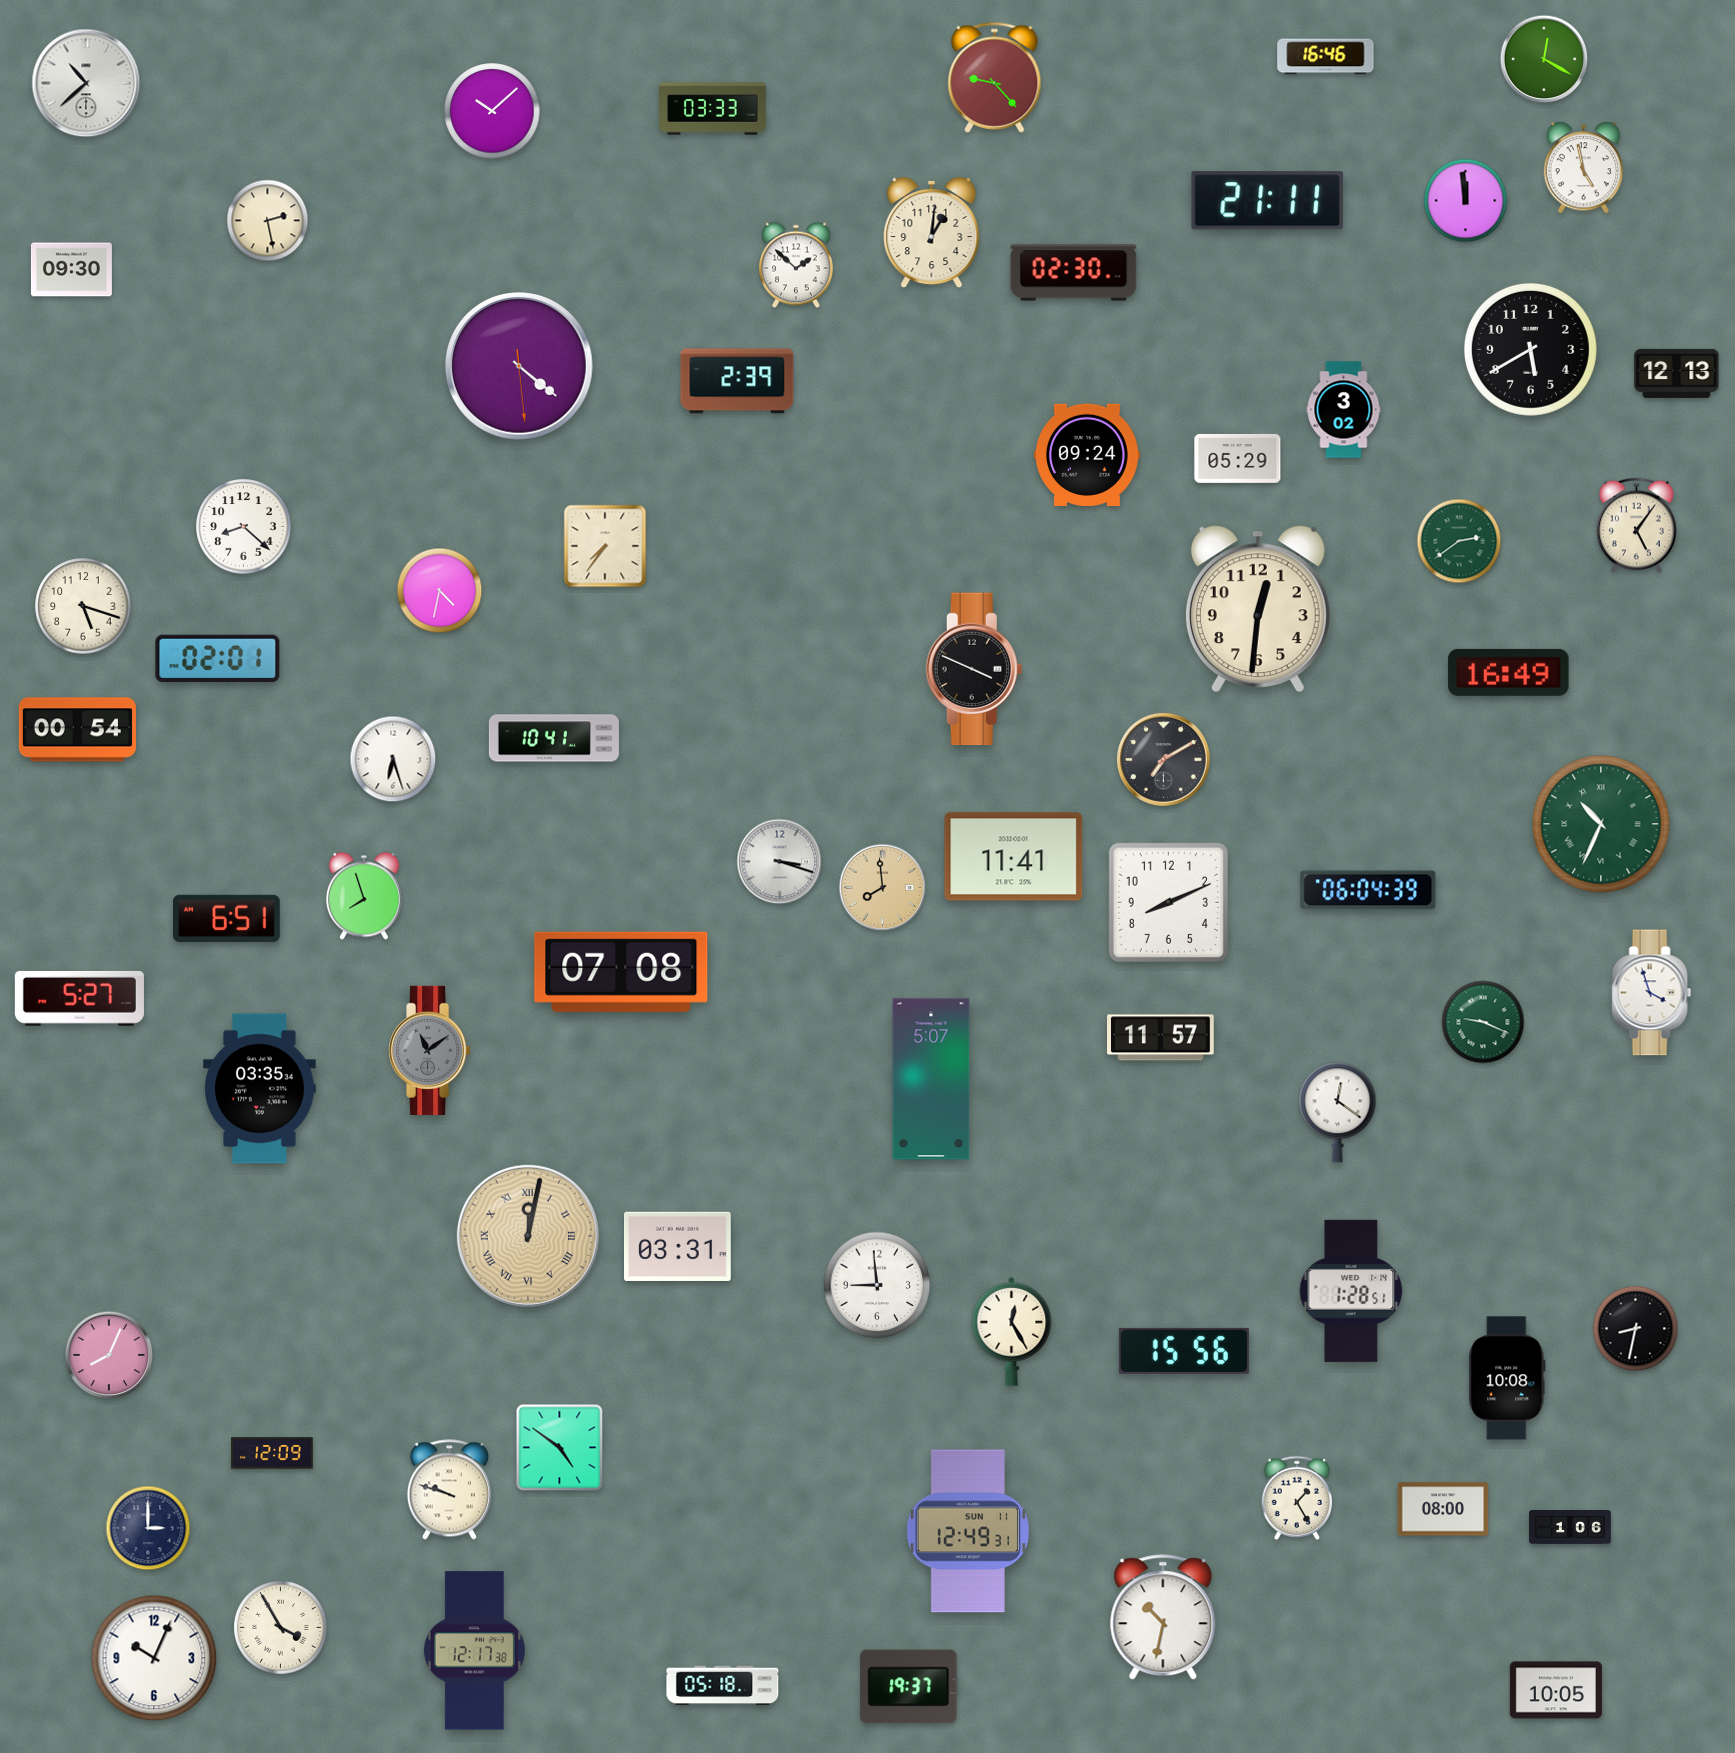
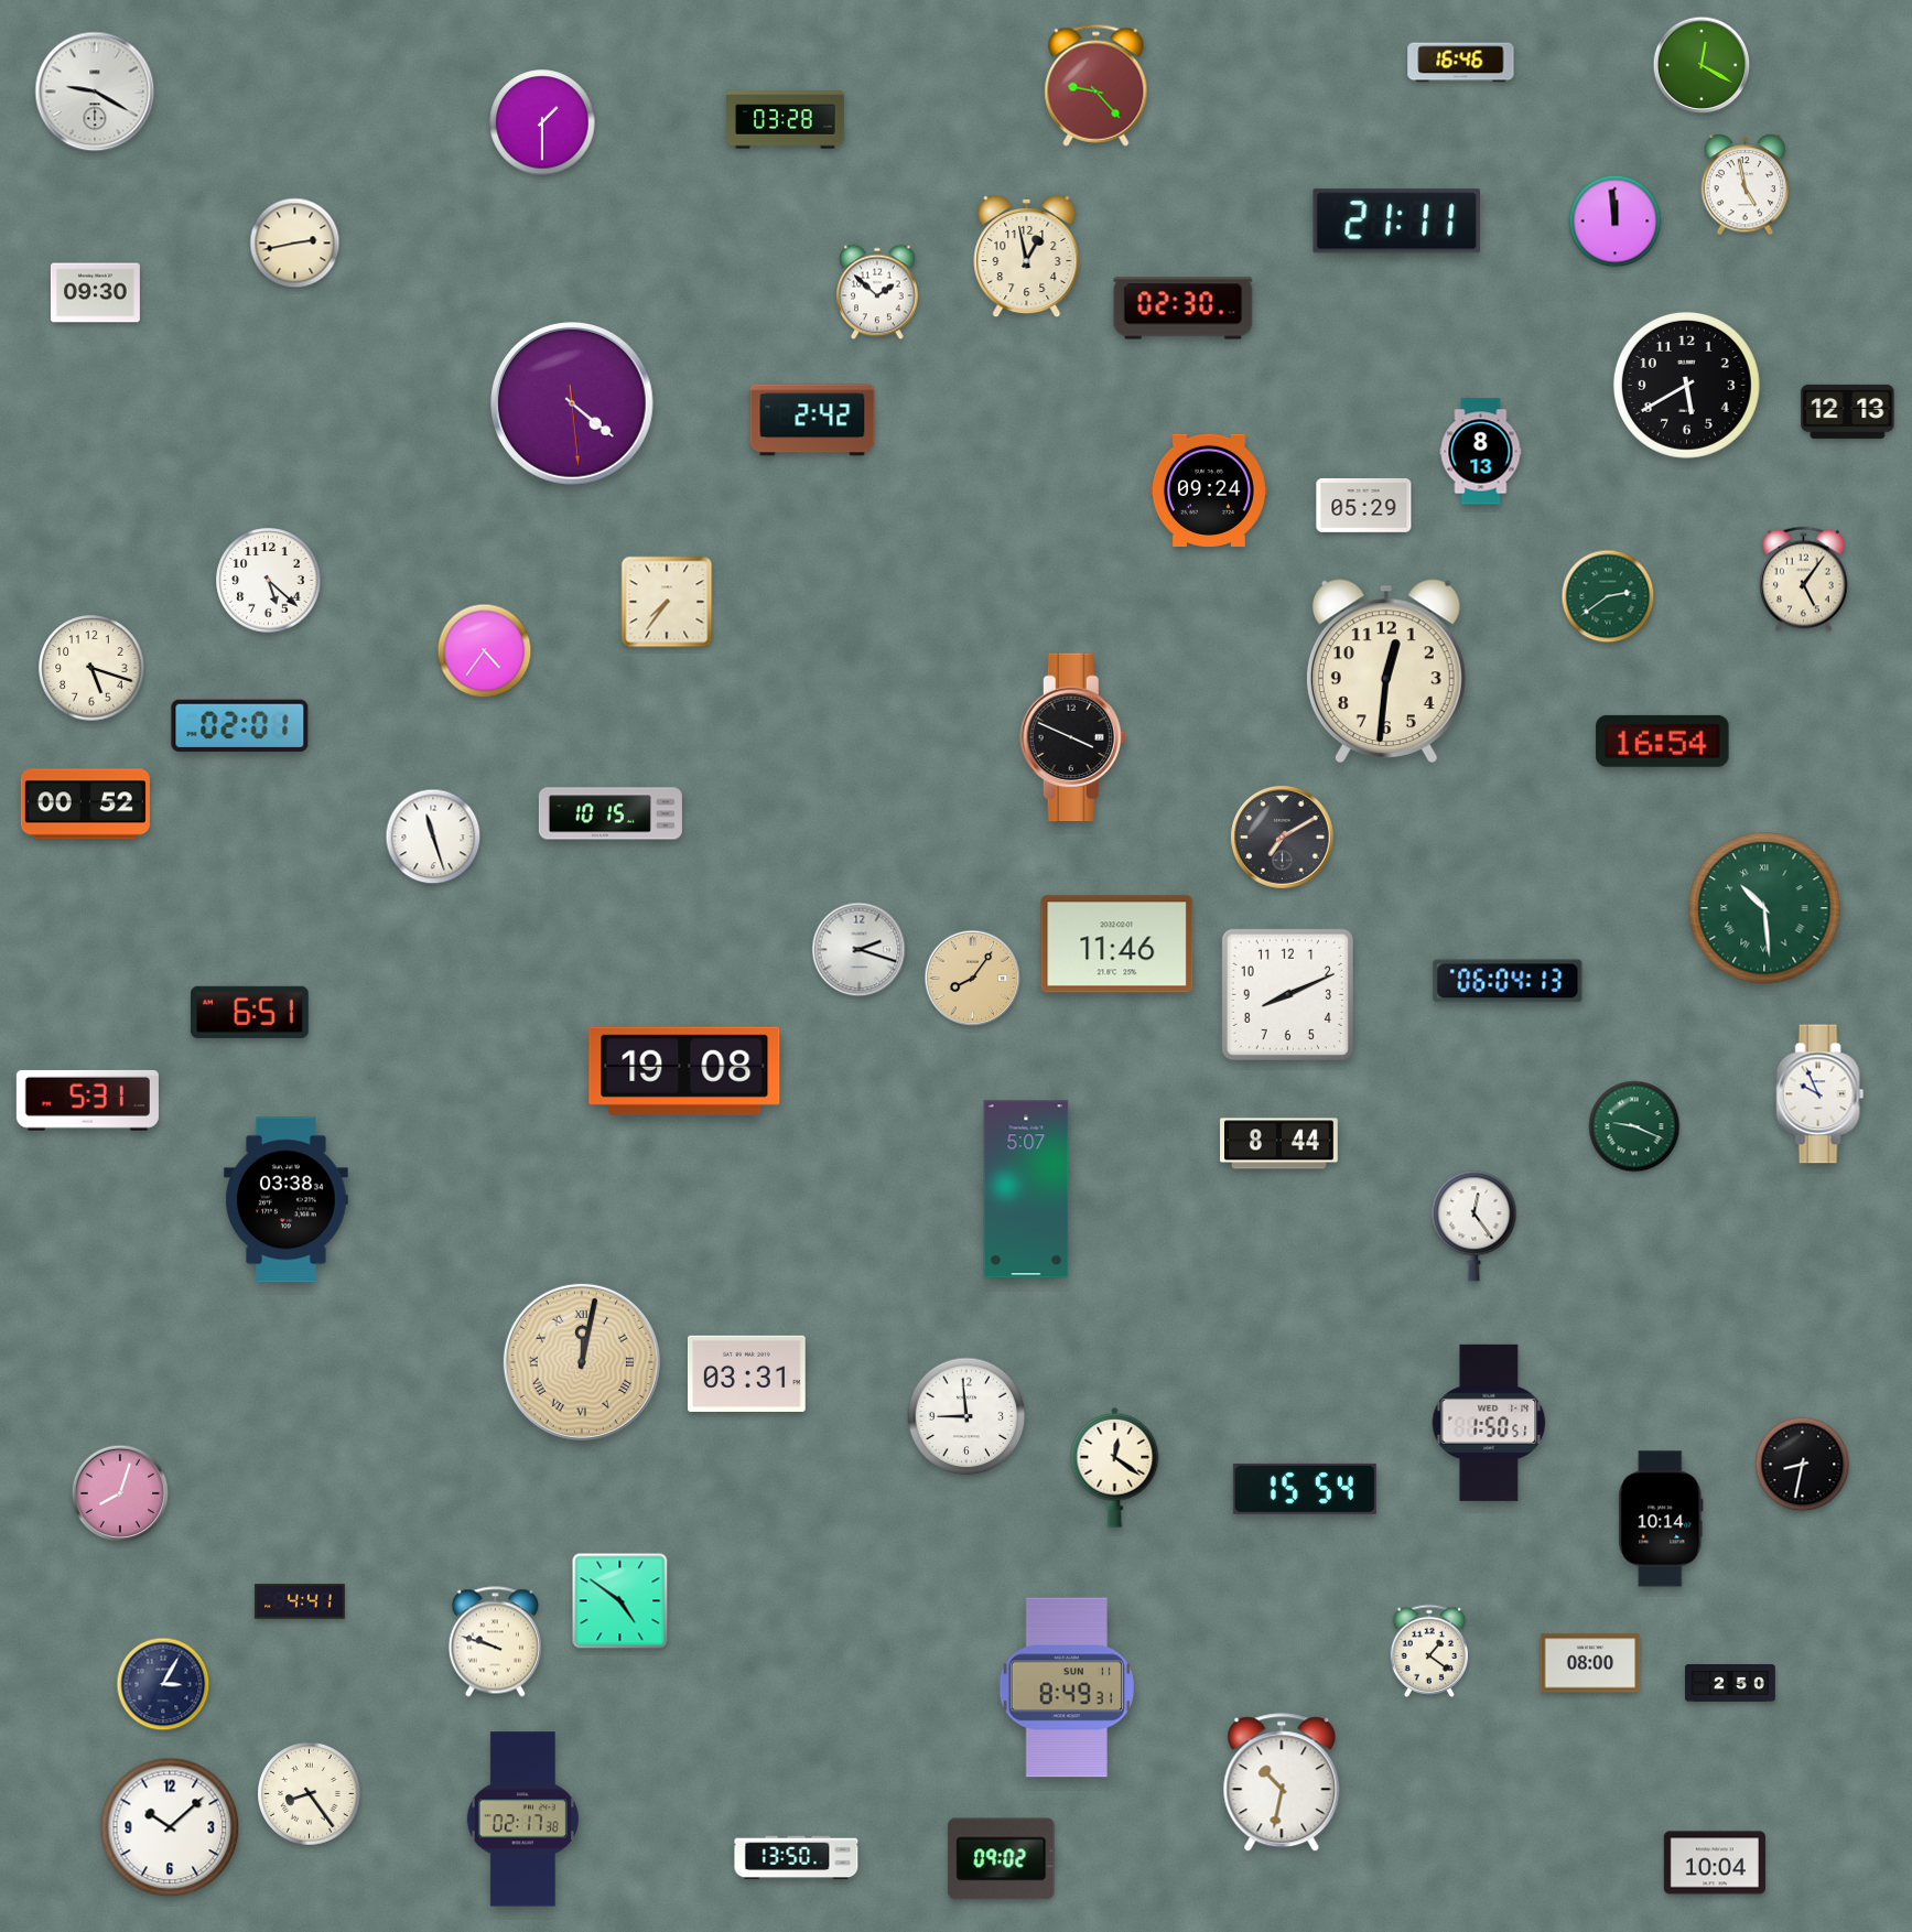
clock at (86, 83): 10:38 -> 9:20
clock at (713, 109): 03:33 -> 03:28
clock at (492, 111): 10:08 -> 1:30
clock at (268, 221): 2:28 -> 2:43
clock at (932, 233): 1:01 -> 12:58
clock at (71, 270) position: (71, 270) -> (95, 293)
clock at (1074, 273) position: (1074, 273) -> (1184, 309)
clock at (737, 381): 2:39 -> 2:42
clock at (1344, 410): 3:02 -> 8:13
clock at (1087, 454) position: (1087, 454) -> (1209, 489)
clock at (244, 527): 8:22 -> 5:22
clock at (440, 591): 4:32 -> 4:36
clock at (1509, 672): 16:49 -> 16:54
clock at (77, 730): 00:54 -> 00:52
clock at (554, 738): 10:41 -> 10:15
clock at (393, 759): 6:27 -> 11:27
clock at (1601, 824): 10:34 -> 10:29
clock at (1014, 857): 11:41 -> 11:46
clock at (780, 862): 3:18 -> 2:18
clock at (883, 888): 7:59 -> 8:06
clock at (1368, 890): 06:04:39 -> 06:04:13
clock at (364, 896): 7:57 -> none
clock at (621, 972): 07:08 -> 19:08
clock at (1652, 993): 3:57 -> 9:56
clock at (79, 999): 5:27 -> 5:31
clock at (1161, 1038): 11:57 -> 8:44
clock at (430, 1050): 11:09 -> none
clock at (260, 1089): 03:35 -> 03:38
clock at (1338, 1113): 12:21 -> 12:24
clock at (1351, 1291): 1:28 -> 1:50
clock at (1012, 1331): 12:25 -> 12:21
clock at (1184, 1351): 15:56 -> 15:54
clock at (109, 1355): 8:04 -> 8:03
clock at (1507, 1378): 10:08 -> 10:14
clock at (560, 1448) position: (560, 1448) -> (620, 1601)
clock at (272, 1453): 12:09 -> 4:41
clock at (1297, 1498): 1:25 -> 1:21
clock at (148, 1528): 3:00 -> 3:05
clock at (1570, 1528): 1:06 -> 2:50
clock at (968, 1531): 12:49 -> 8:49
clock at (281, 1628): 3:55 -> 8:24
clock at (474, 1651): 12:17 -> 02:17
clock at (154, 1658): 10:04 -> 10:08
clock at (723, 1686): 05:18 -> 13:50
clock at (909, 1687): 19:37 -> 09:02
clock at (1556, 1690): 10:05 -> 10:04
